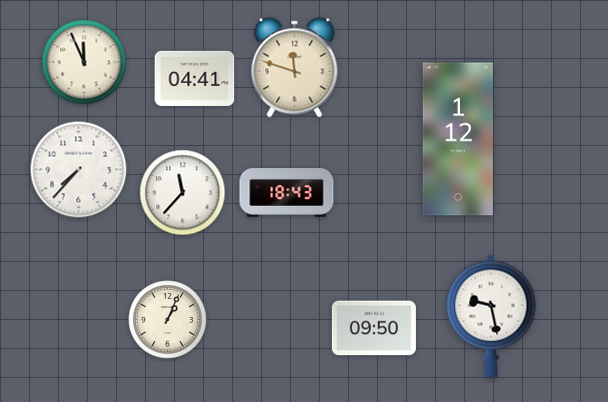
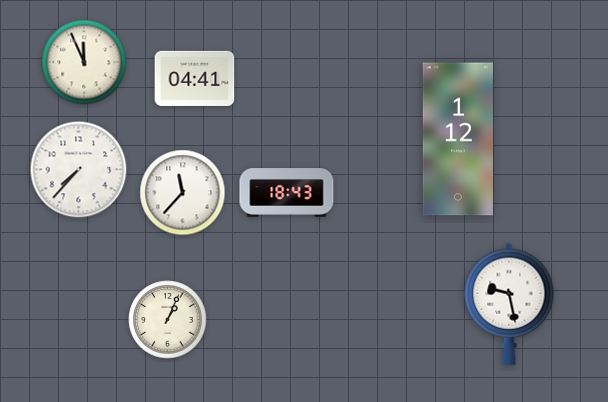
clock at (295, 68): 11:48 -> none
clock at (491, 316) position: (491, 316) -> (509, 304)
clock at (374, 328): 09:50 -> none
